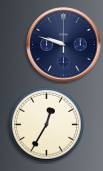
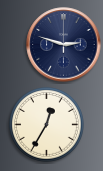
clock at (64, 45): 9:48 -> 2:48
